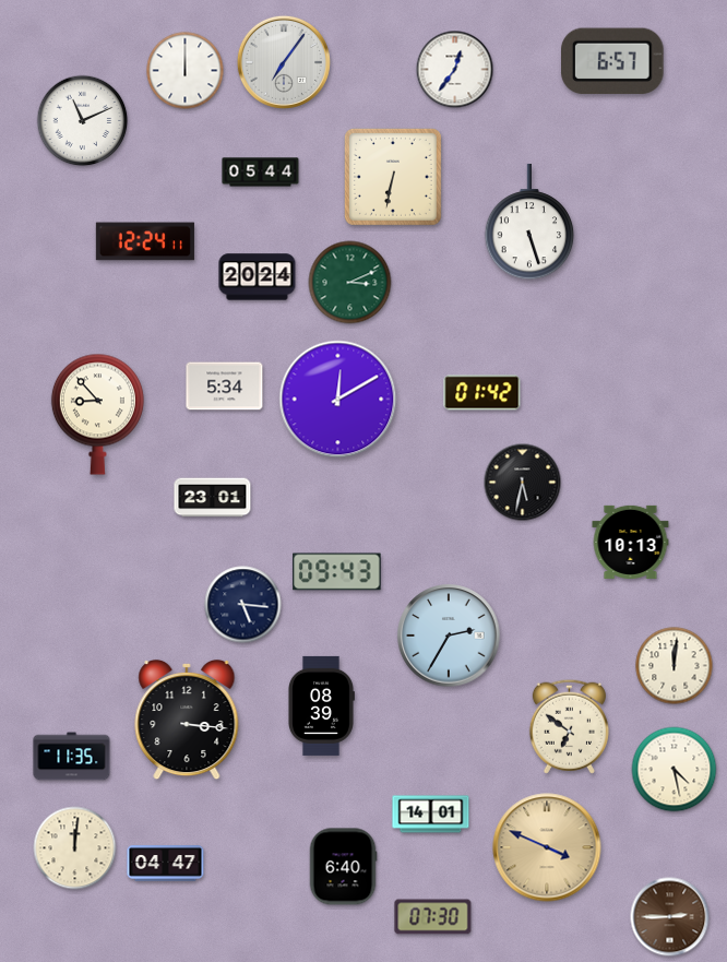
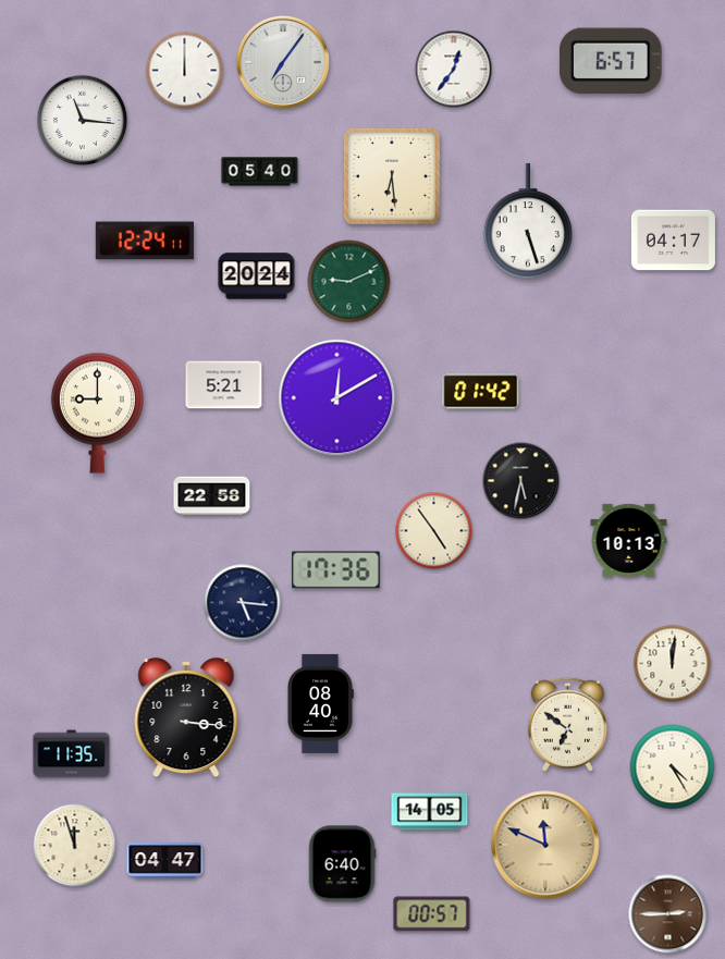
clock at (83, 121): 11:11 -> 11:16
clock at (261, 173): 05:44 -> 05:40
clock at (393, 177): 6:32 -> 6:29
clock at (673, 241): none -> 04:17
clock at (350, 283): 3:11 -> 9:11
clock at (225, 387): 5:34 -> 5:21
clock at (97, 414): 8:53 -> 9:00
clock at (213, 498): 23:01 -> 22:58
clock at (434, 531): none -> 4:54
clock at (337, 572): 09:43 -> 17:36
clock at (449, 636): 2:35 -> none
clock at (322, 705): 08:39 -> 08:40
clock at (675, 770): 4:28 -> 4:25
clock at (431, 815): 14:01 -> 14:05
clock at (547, 847): 3:49 -> 11:49
clock at (75, 848): 12:01 -> 11:57
clock at (433, 917): 07:30 -> 00:57
